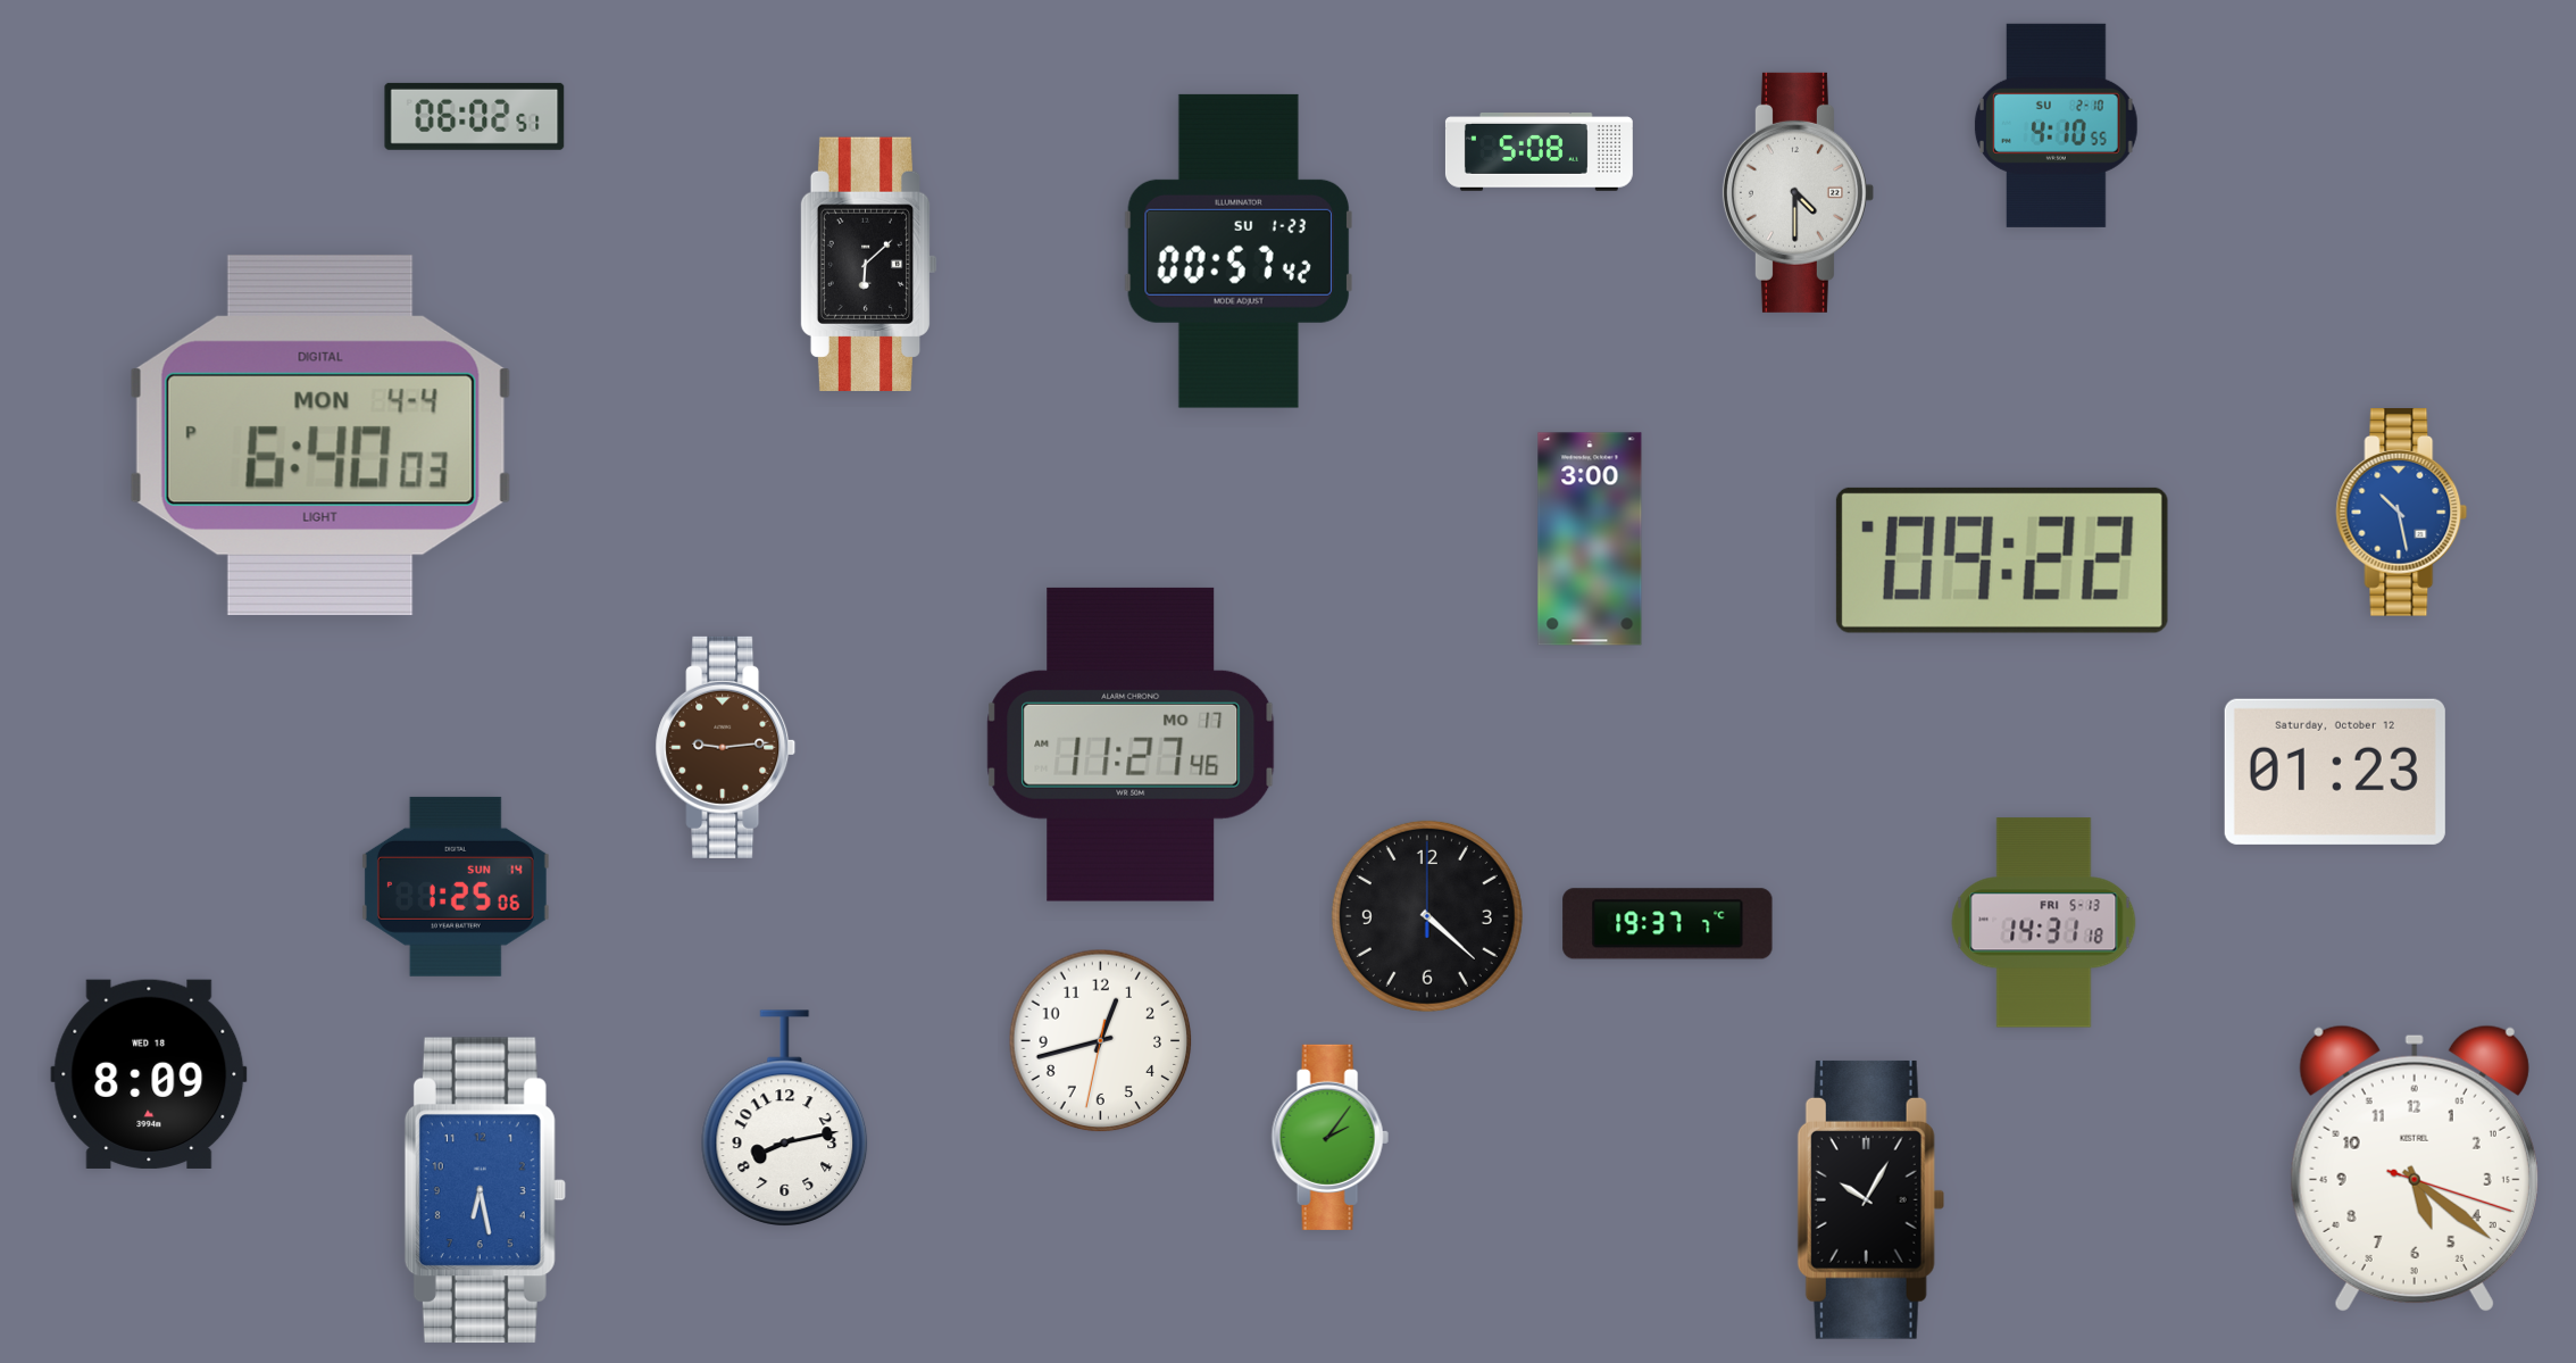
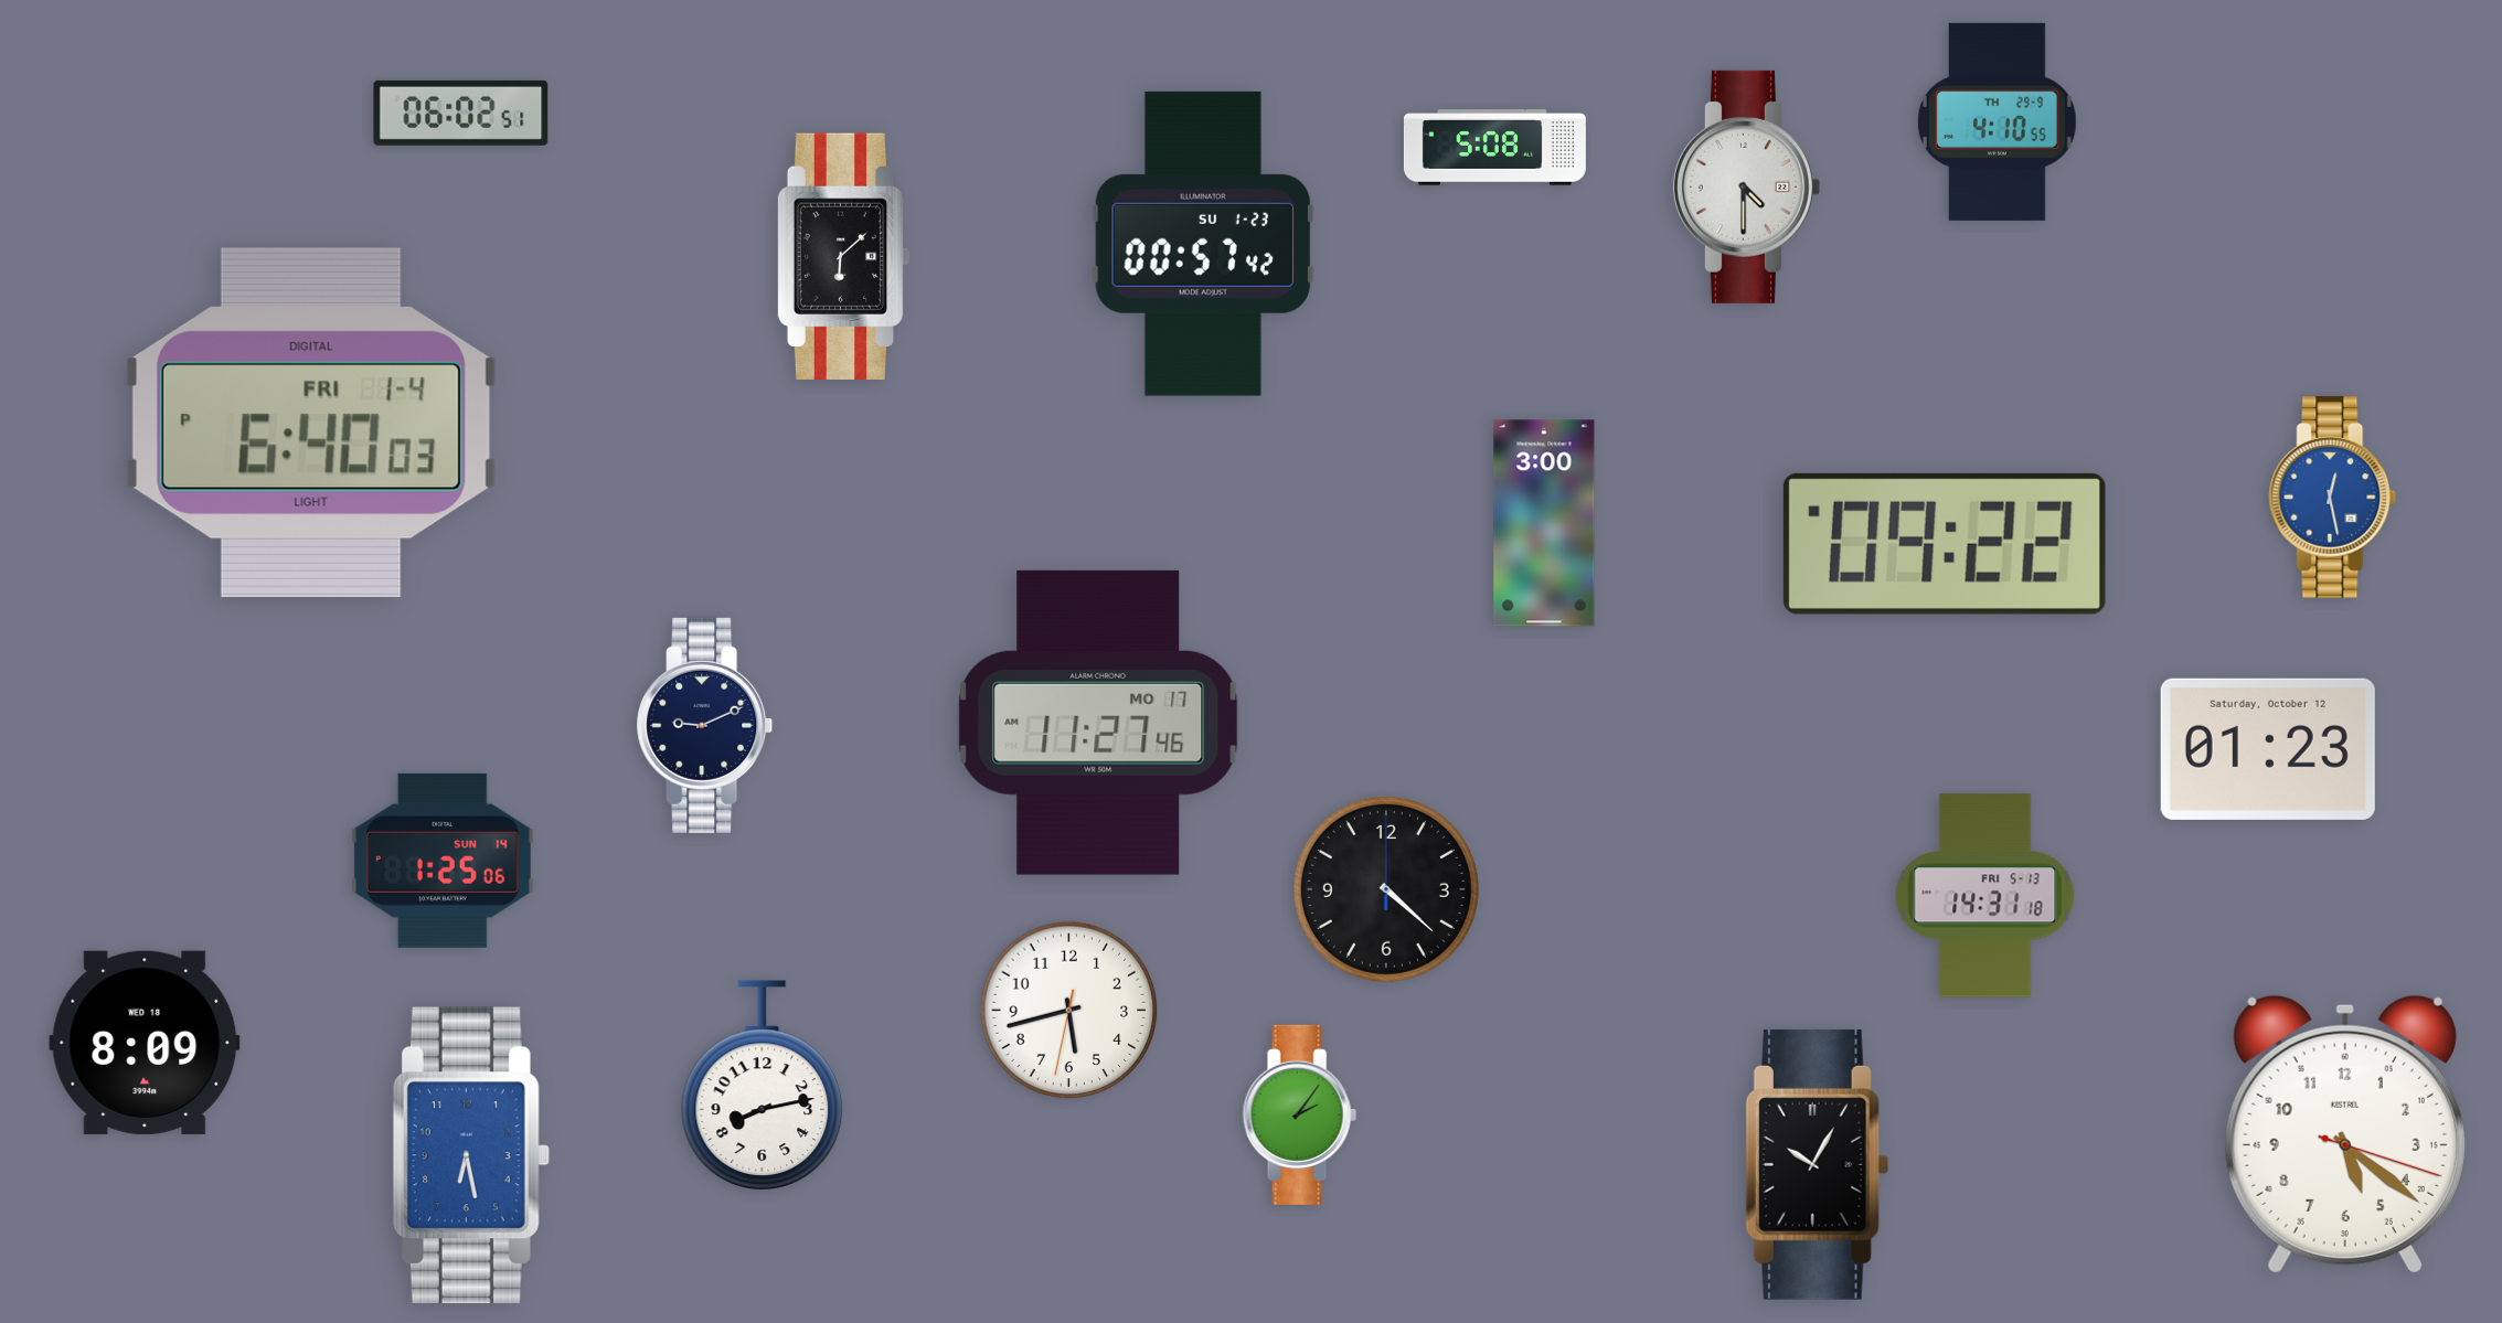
clock at (2056, 125) date: SU 2-10 -> TH 29-9
clock at (320, 435) date: MON 4-4 -> FRI 1-4
clock at (2402, 513): 10:28 -> 12:28
clock at (726, 747): 9:14 -> 9:11
clock at (726, 747) dial: brown -> navy
clock at (1668, 924): 19:37 -> none
clock at (1101, 1041): 12:42 -> 5:42
clock at (1329, 1137) position: (1329, 1137) -> (1299, 1114)
